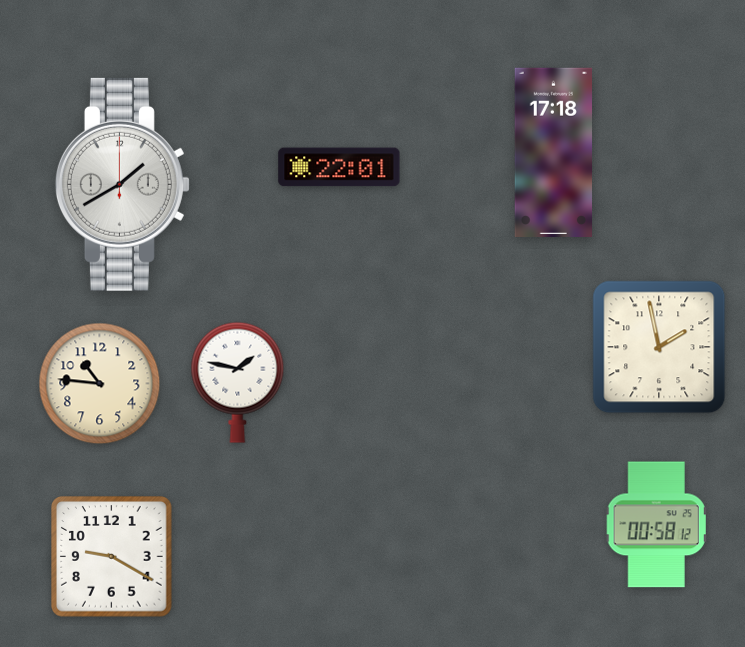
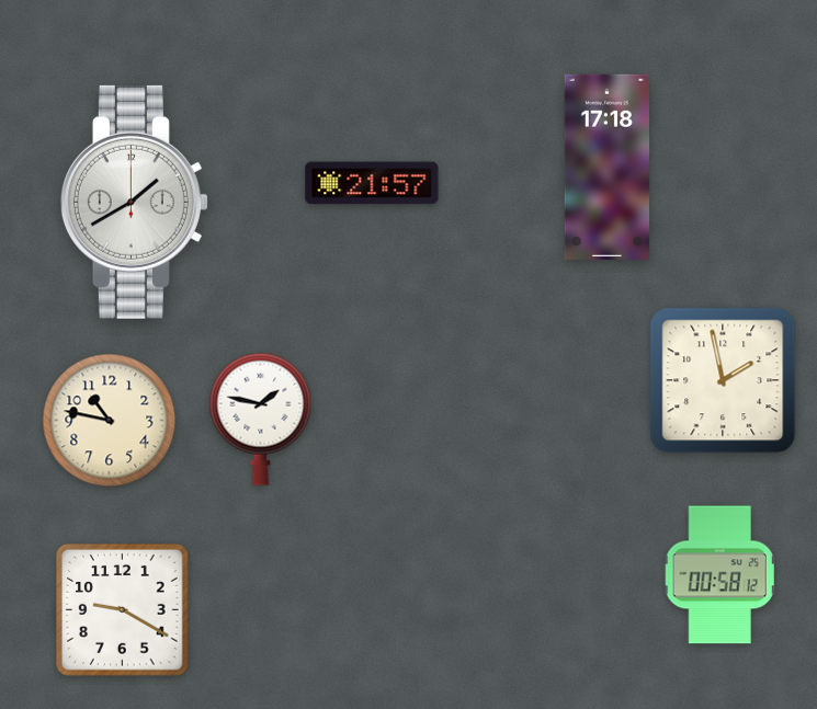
clock at (339, 167): 22:01 -> 21:57
clock at (100, 384): 10:46 -> 10:47
